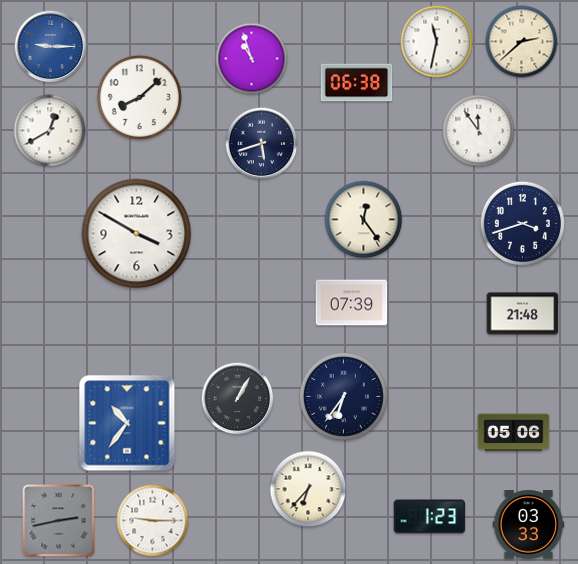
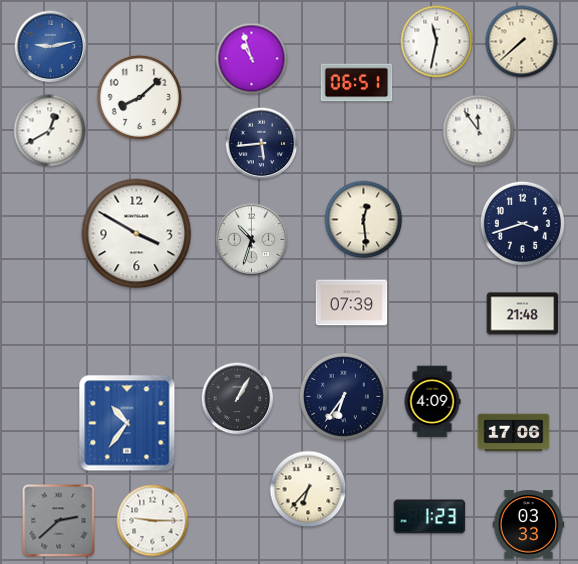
clock at (522, 42): 2:38 -> 7:38
clock at (51, 47): 9:15 -> 9:13
clock at (357, 83): 06:38 -> 06:51
clock at (262, 144): 5:42 -> 5:44
clock at (364, 220): 12:24 -> 12:29
clock at (252, 240): none -> 10:33
clock at (432, 402): none -> 4:09
clock at (514, 433): 05:06 -> 17:06
clock at (59, 521): 2:43 -> 2:38
